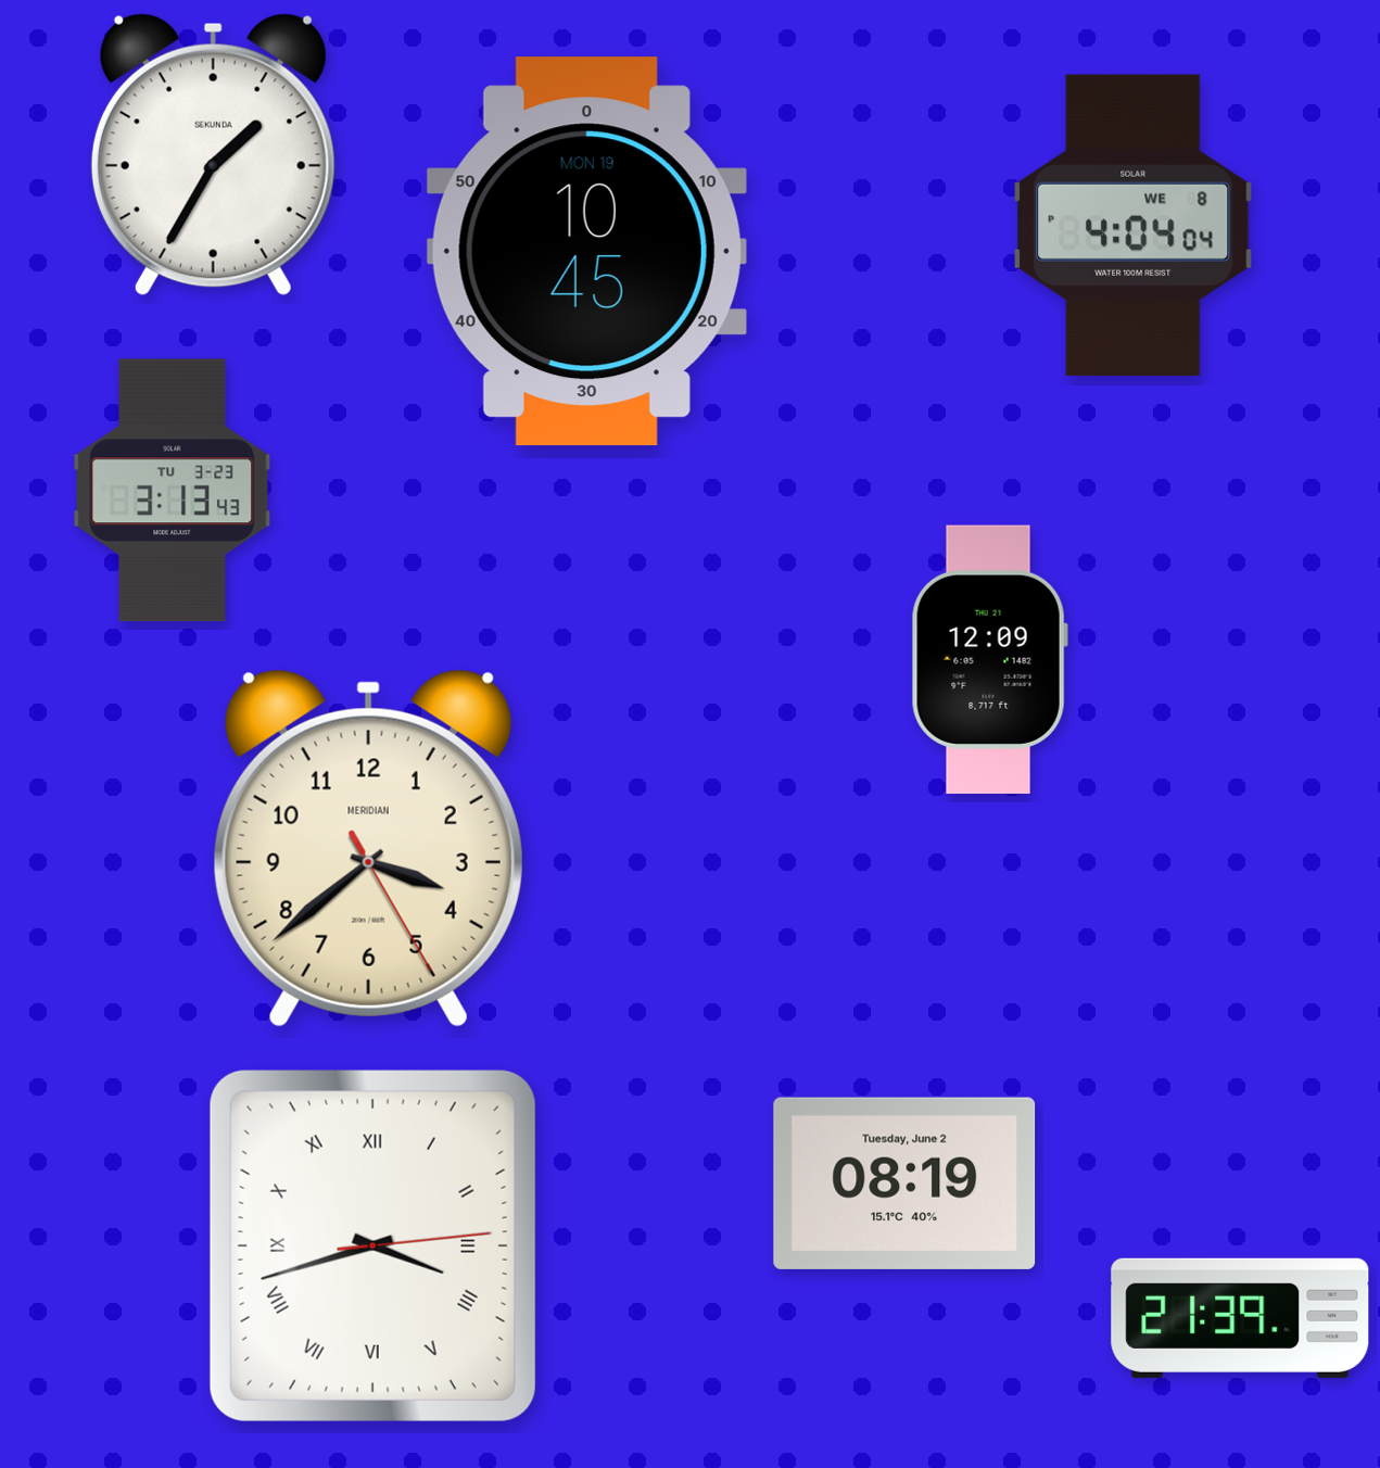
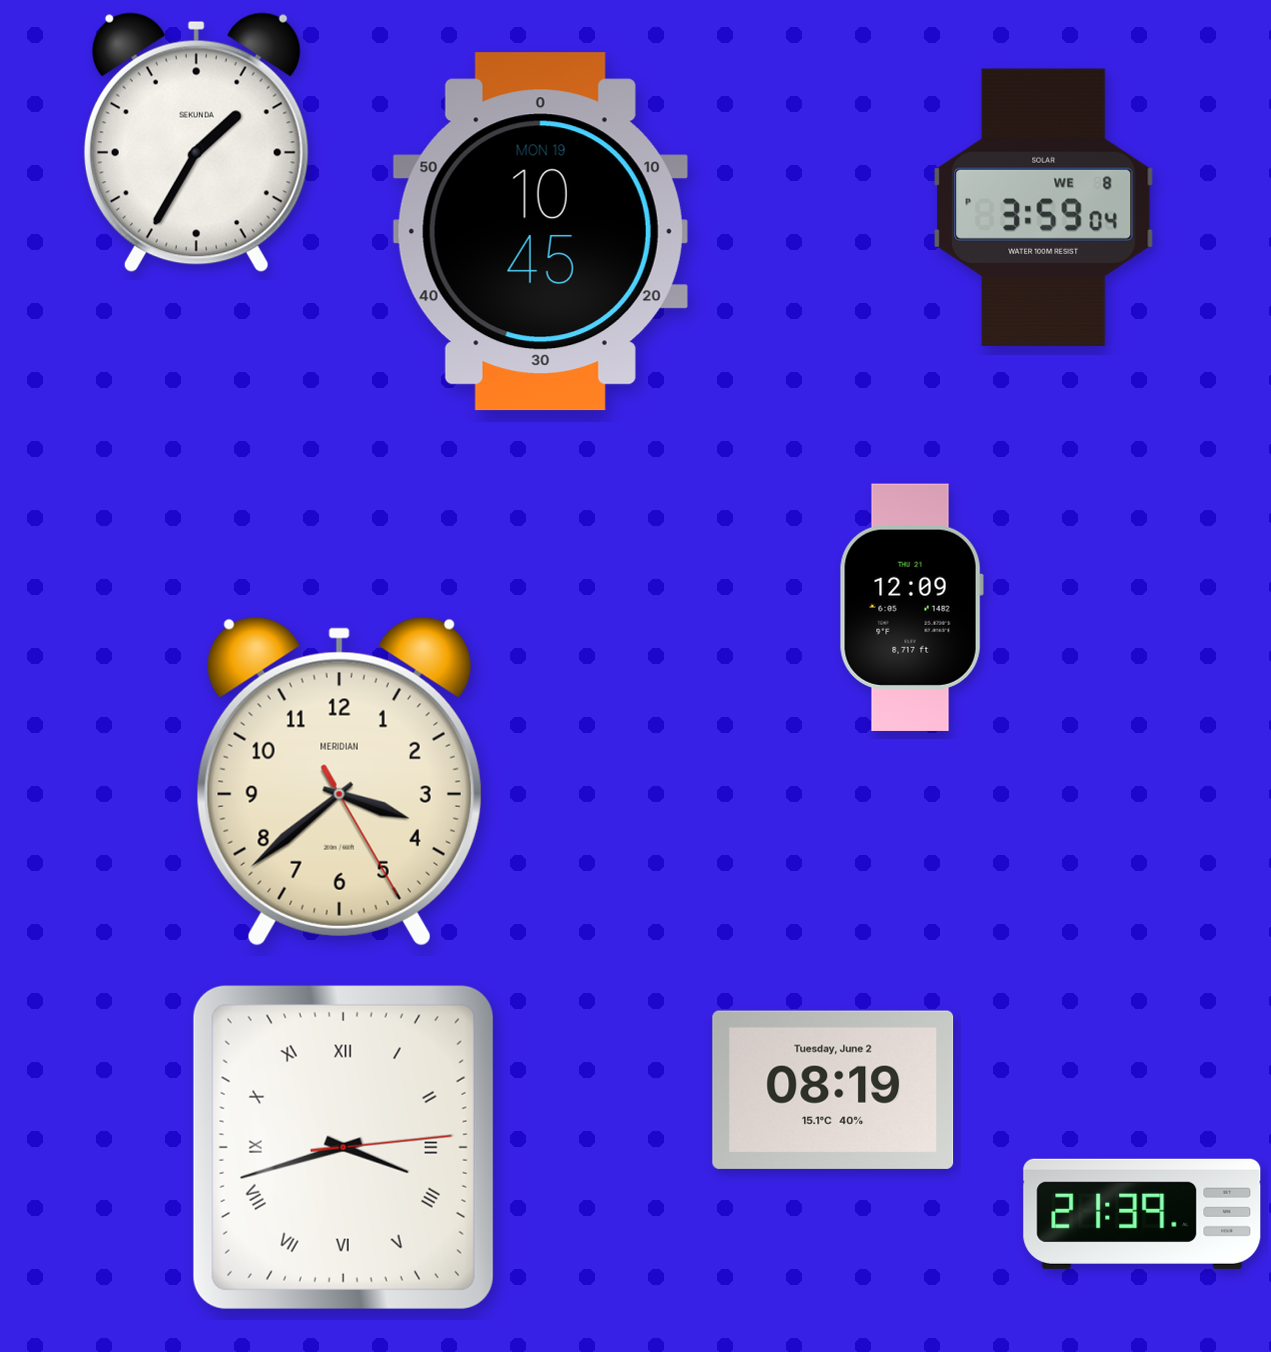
clock at (1134, 225): 4:04 -> 3:59
clock at (173, 491): 3:13 -> none
